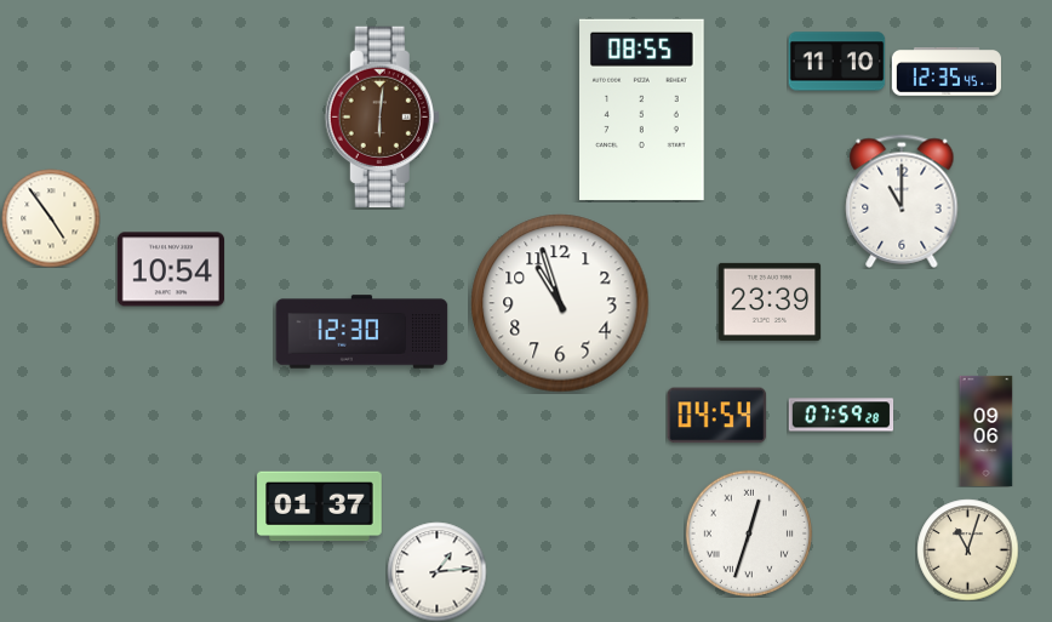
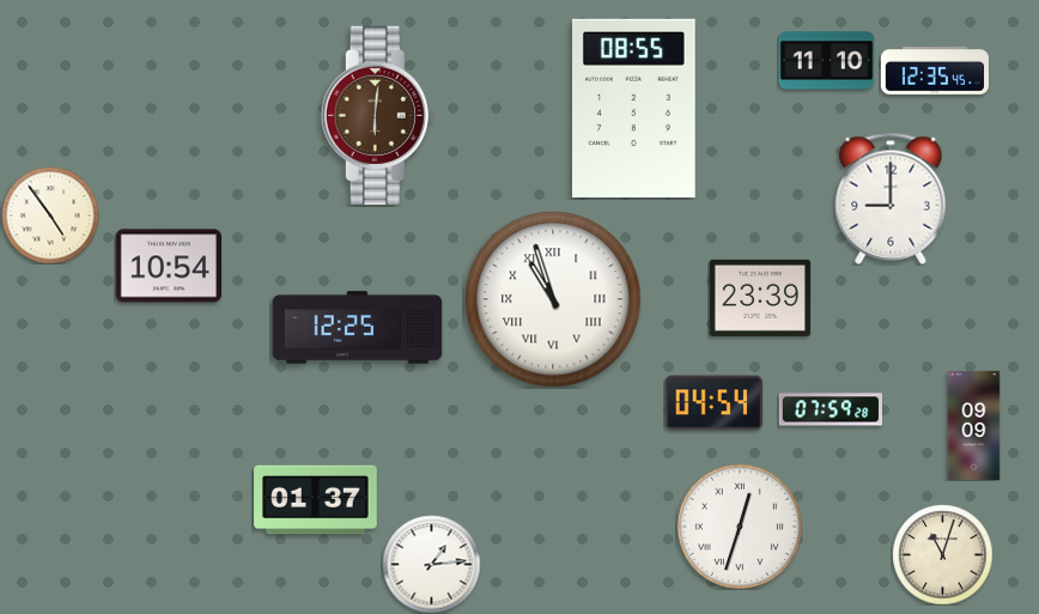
clock at (902, 201): 11:00 -> 9:00
clock at (560, 303) numerals: Arabic -> Roman
clock at (362, 332): 12:30 -> 12:25
clock at (716, 416) position: (716, 416) -> (713, 403)
clock at (987, 430): 09:06 -> 09:09
clock at (967, 549) position: (967, 549) -> (942, 554)
